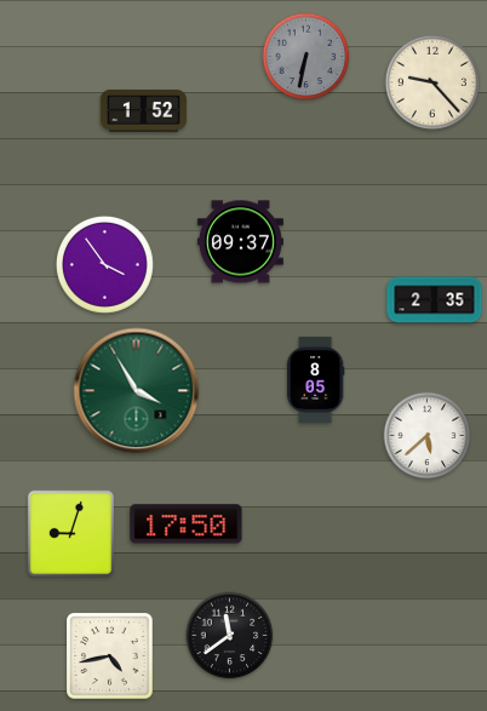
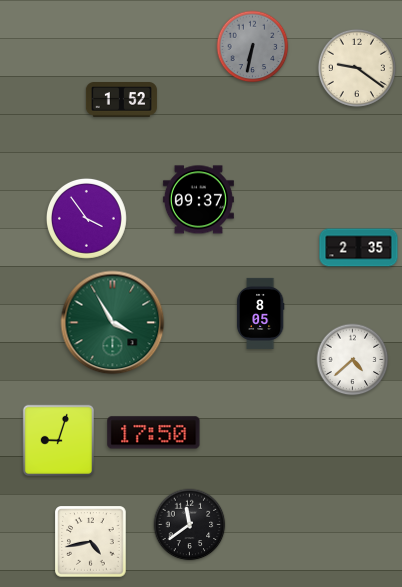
clock at (432, 82): 9:23 -> 9:21
clock at (143, 111) position: (143, 111) -> (121, 100)
clock at (428, 436): 5:38 -> 4:38
